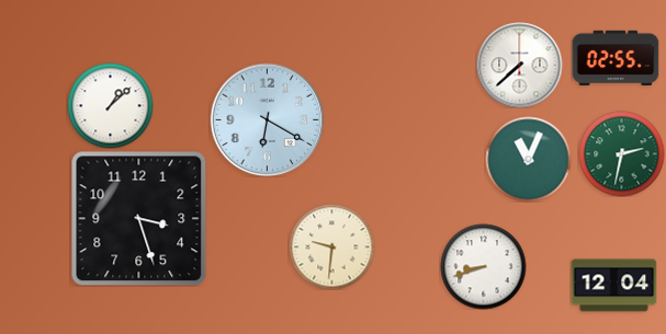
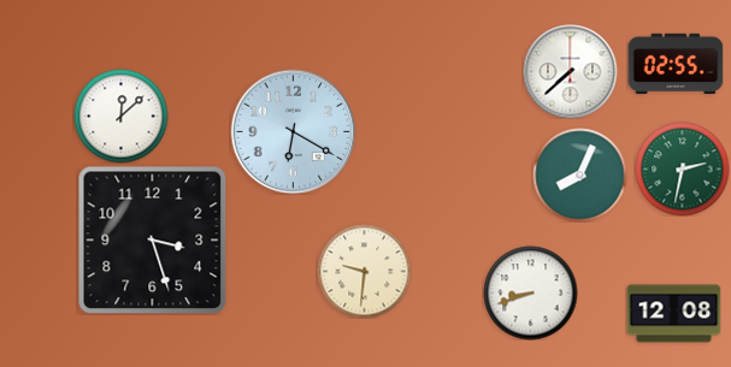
clock at (110, 105): 1:08 -> 12:08
clock at (528, 159): 11:04 -> 8:04
clock at (613, 286): 12:04 -> 12:08
